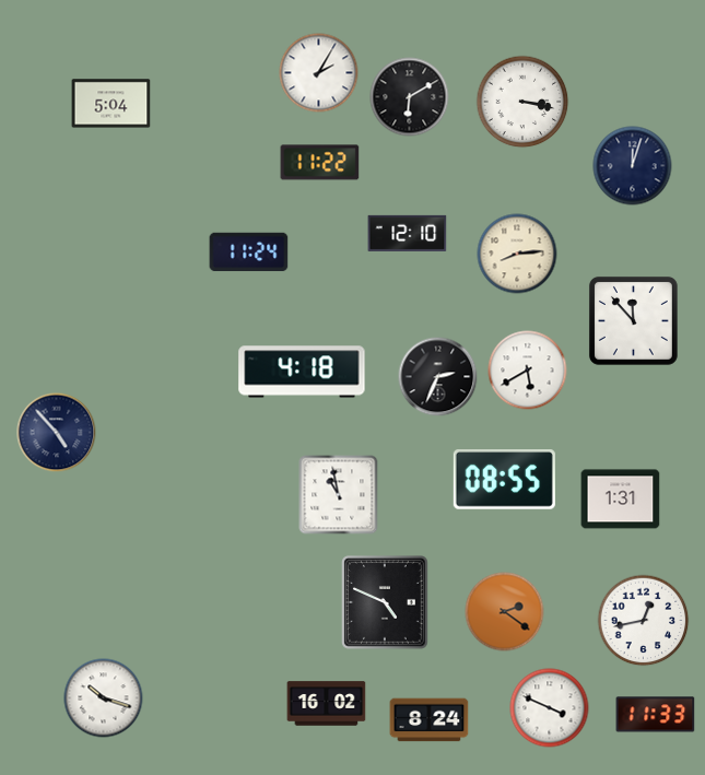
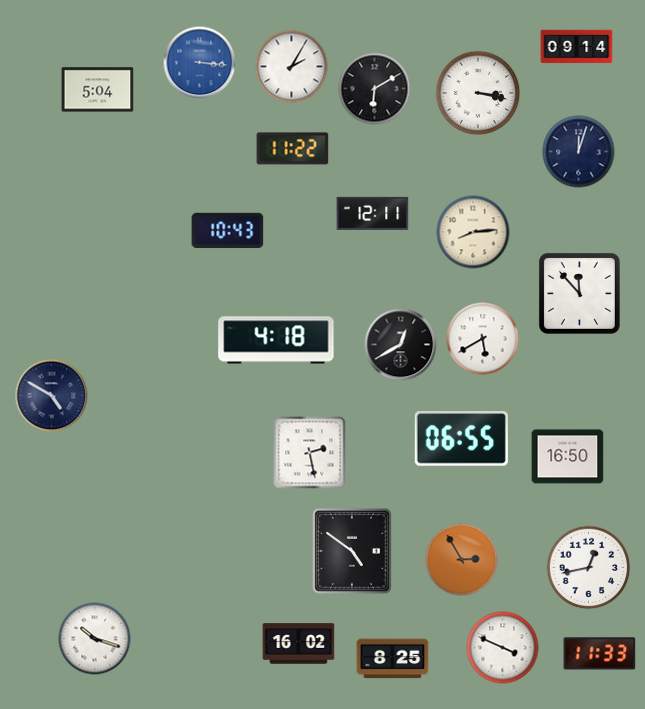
clock at (577, 47): none -> 09:14
clock at (200, 63): none -> 3:16
clock at (111, 104) position: (111, 104) -> (98, 90)
clock at (408, 233): 12:10 -> 12:11
clock at (249, 253): 11:24 -> 10:43
clock at (438, 377): 2:34 -> 12:40
clock at (57, 433): 4:53 -> 4:50
clock at (504, 480): 08:55 -> 06:55
clock at (339, 495): 10:58 -> 2:28
clock at (621, 500): 1:31 -> 16:50
clock at (386, 603): 4:49 -> 4:51
clock at (505, 612): 2:21 -> 2:55
clock at (430, 720): 8:24 -> 8:25
